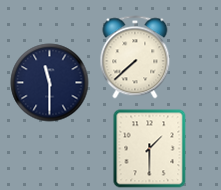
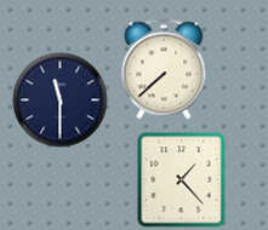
clock at (150, 148): 1:30 -> 1:23
